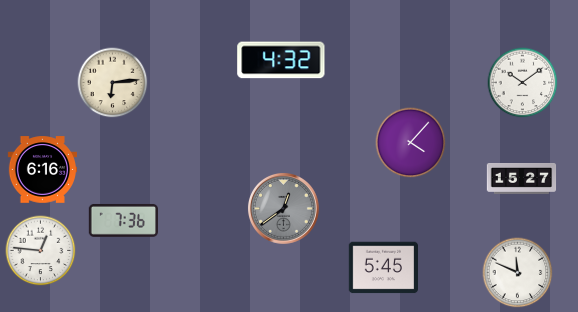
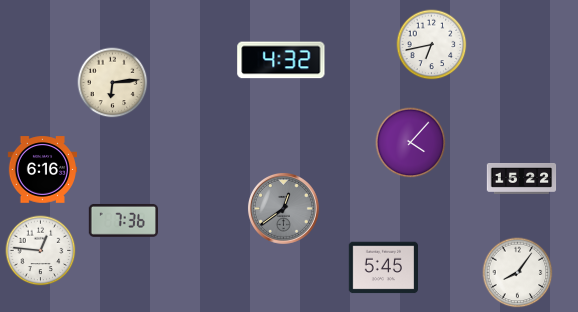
clock at (432, 45): none -> 6:43
clock at (523, 83): 10:09 -> none
clock at (522, 179): 15:27 -> 15:22
clock at (518, 273): 11:49 -> 8:06
